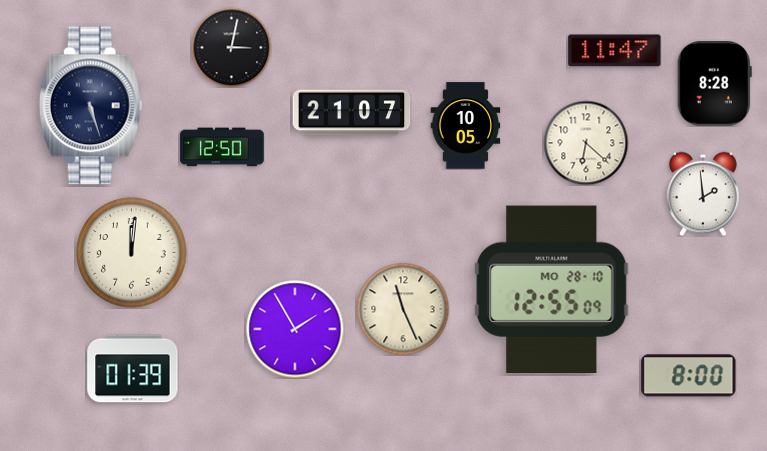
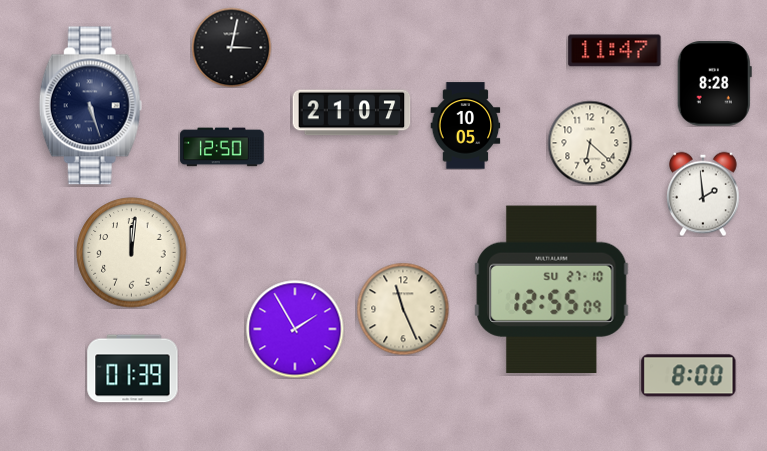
clock at (586, 143) position: (586, 143) -> (590, 143)
clock at (552, 289) date: MO 28-10 -> SU 27-10
